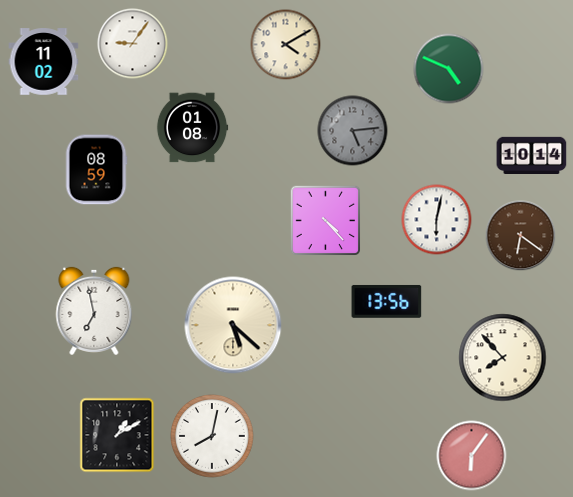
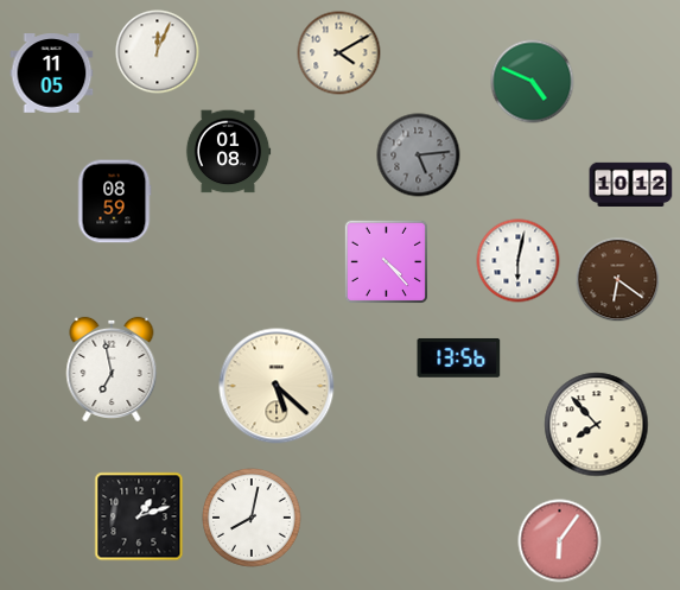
clock at (133, 44): 9:06 -> 12:04
clock at (44, 62): 11:02 -> 11:05
clock at (532, 155): 10:14 -> 10:12
clock at (117, 435): 1:10 -> 1:12
